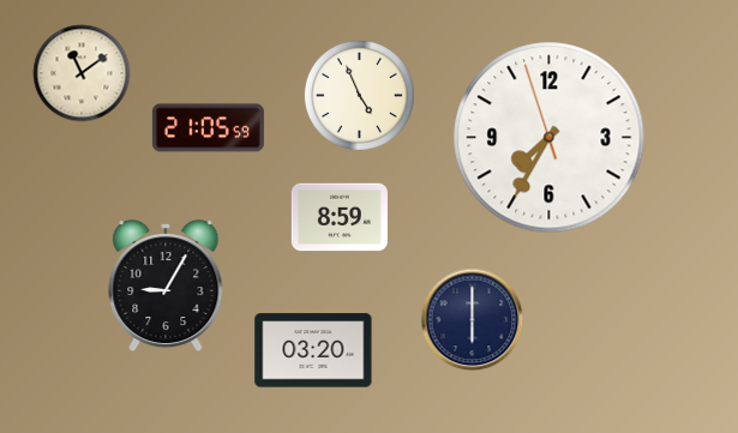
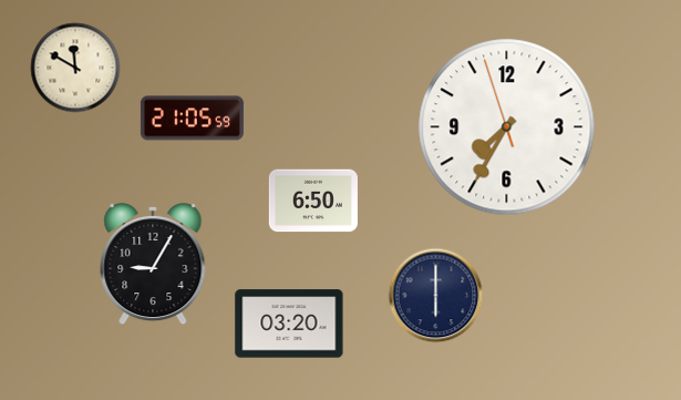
clock at (82, 73): 11:09 -> 11:50
clock at (359, 95): 4:56 -> none
clock at (340, 217): 8:59 -> 6:50
